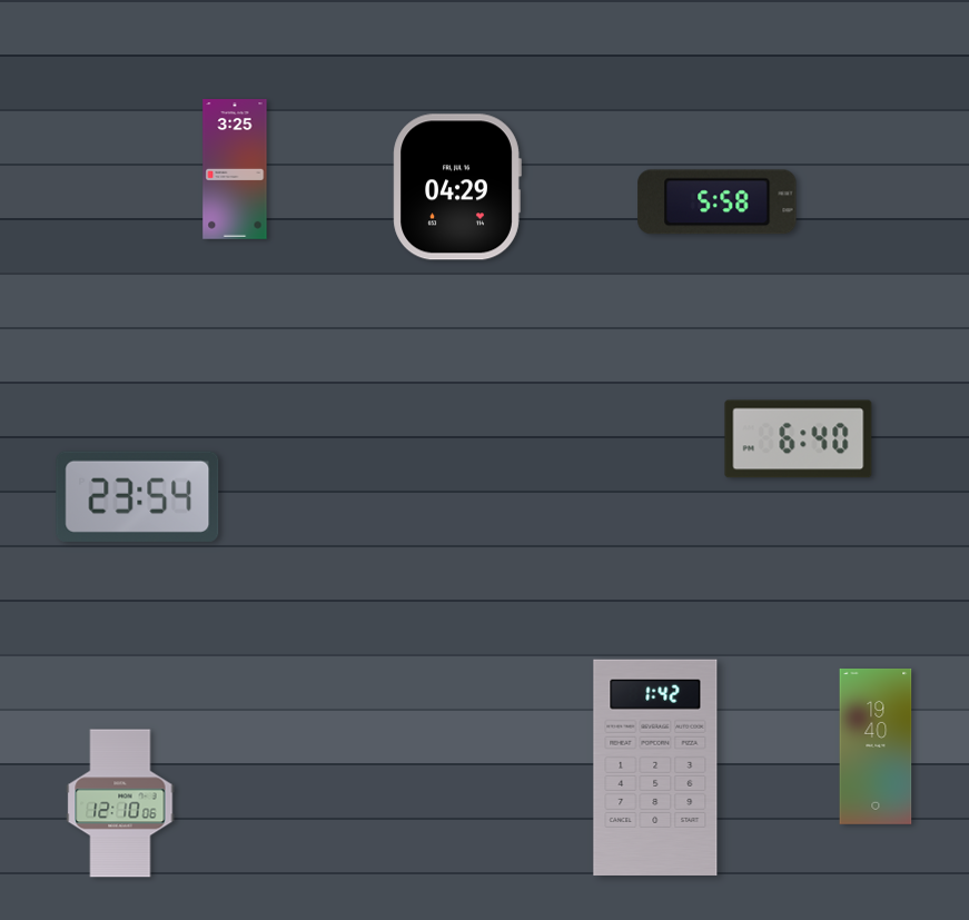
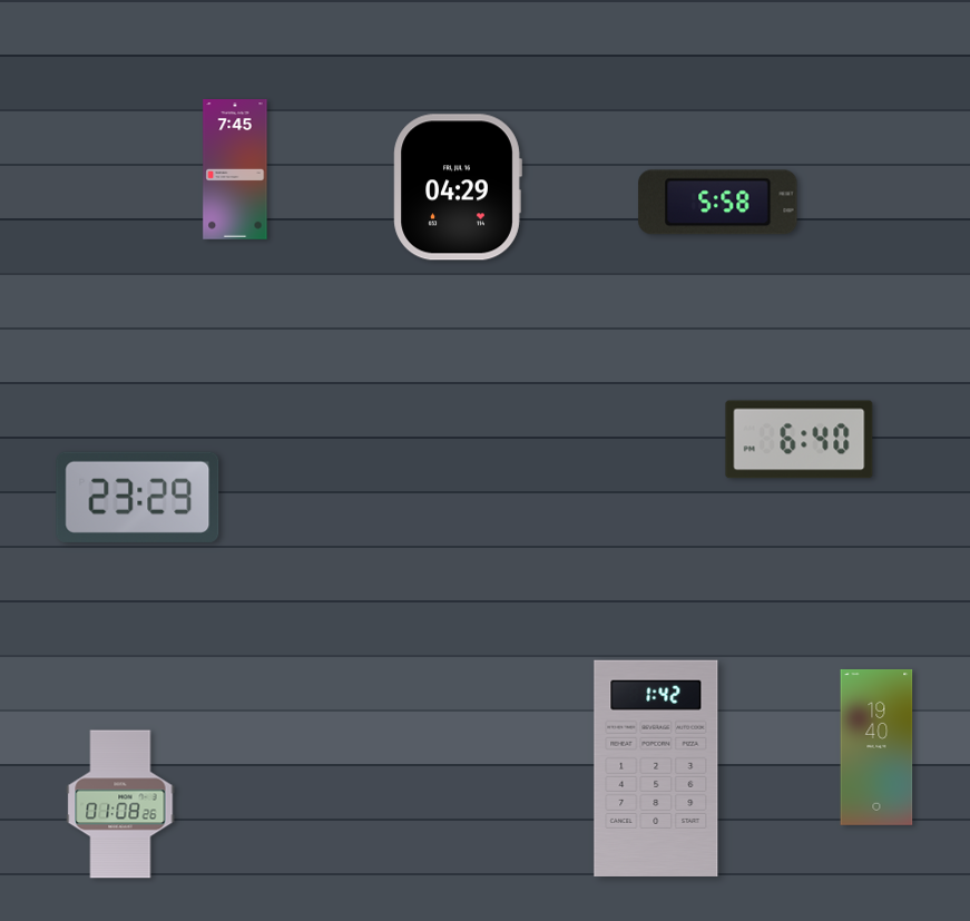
clock at (235, 169): 3:25 -> 7:45
clock at (138, 496): 23:54 -> 23:29
clock at (120, 803): 12:10 -> 01:08
